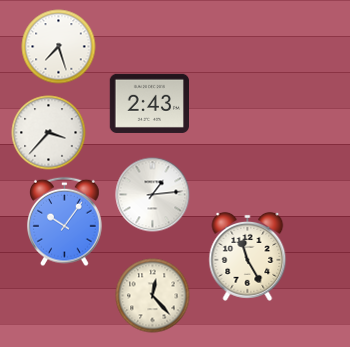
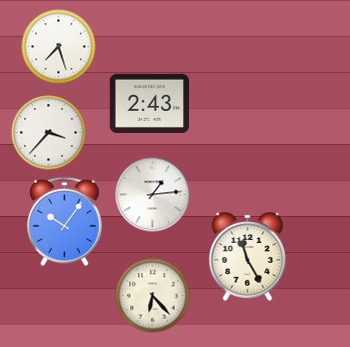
clock at (153, 296): 12:23 -> 6:23
